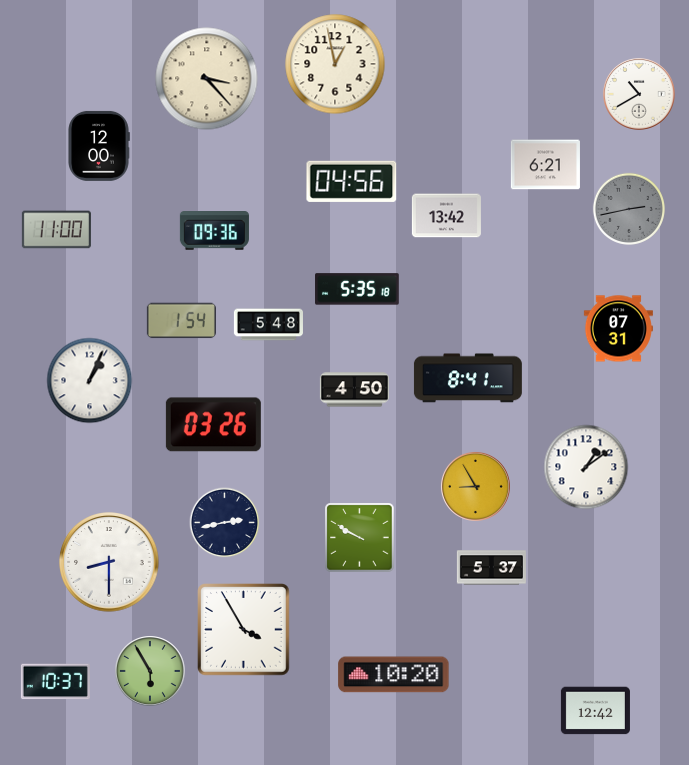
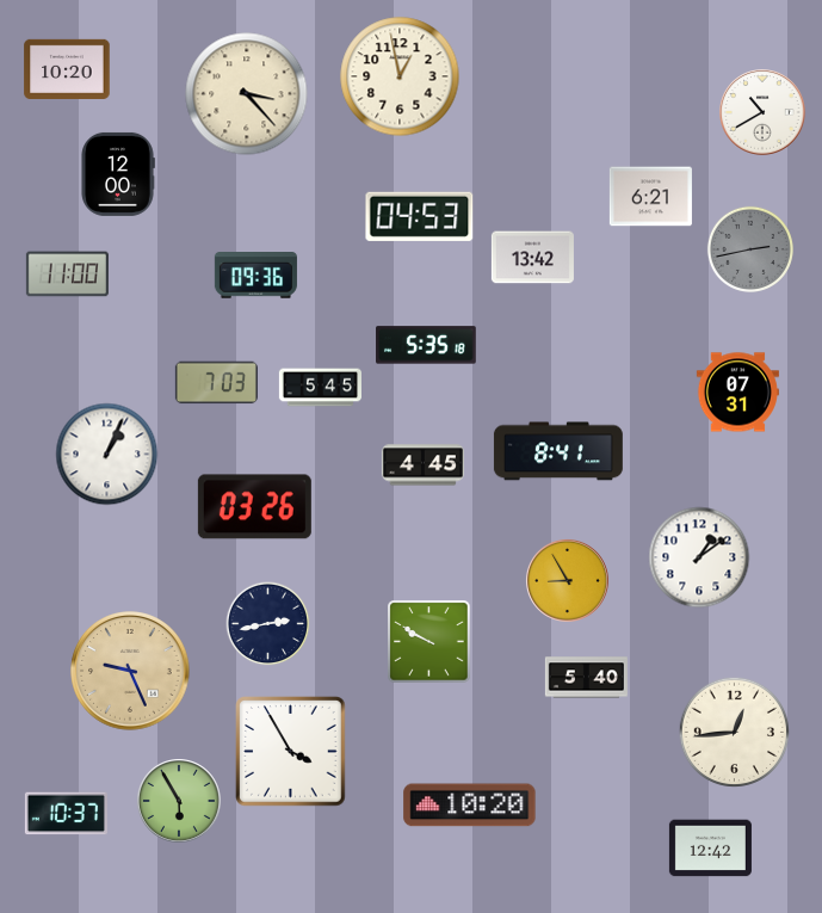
clock at (67, 68): none -> 10:20
clock at (352, 181): 04:56 -> 04:53
clock at (181, 321): 1:54 -> 7:03
clock at (268, 325): 5:48 -> 5:45
clock at (354, 390): 4:50 -> 4:45
clock at (109, 562): 8:30 -> 9:26
clock at (109, 562) dial: white -> champagne
clock at (491, 568): 5:37 -> 5:40
clock at (734, 732): none -> 12:44
